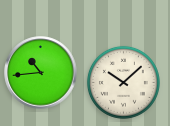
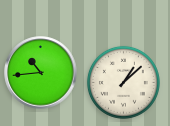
clock at (123, 82): 10:08 -> 1:08
